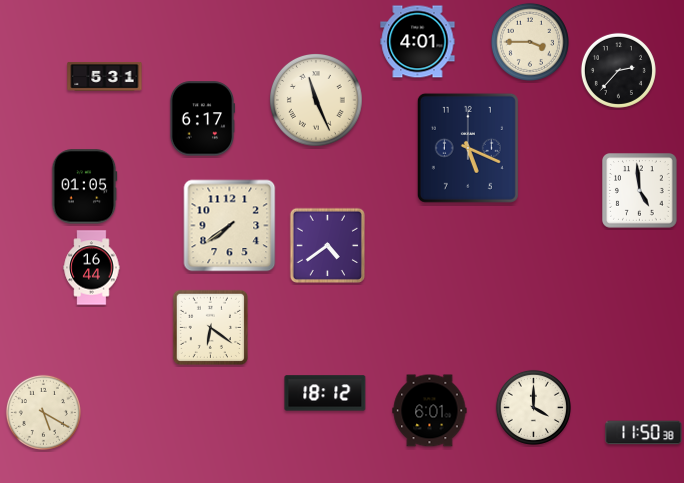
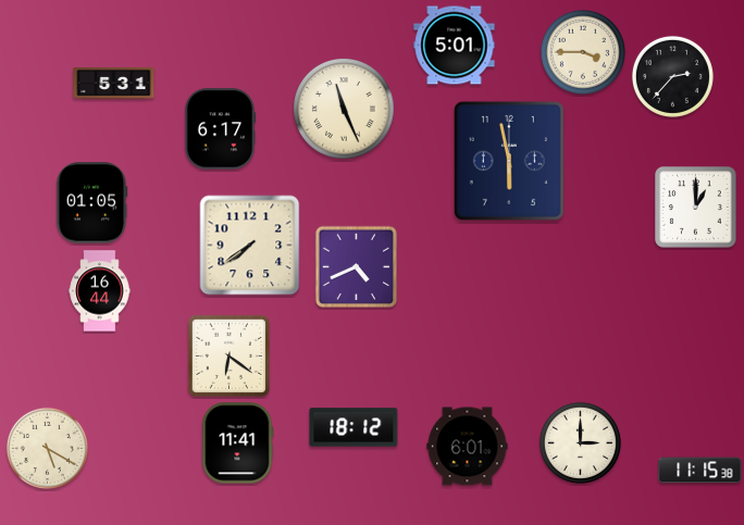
clock at (418, 42): 4:01 -> 5:01
clock at (530, 42) position: (530, 42) -> (583, 52)
clock at (468, 148): 5:19 -> 5:58
clock at (640, 191): 4:59 -> 1:00
clock at (327, 245): 4:39 -> 4:41
clock at (533, 407): 4:00 -> 3:00
clock at (238, 443): none -> 11:41
clock at (644, 433): 11:50 -> 11:15
